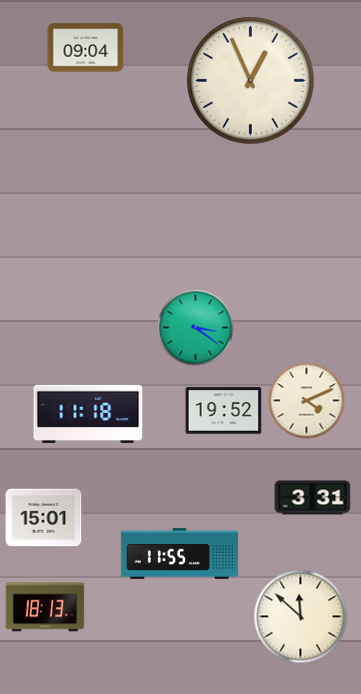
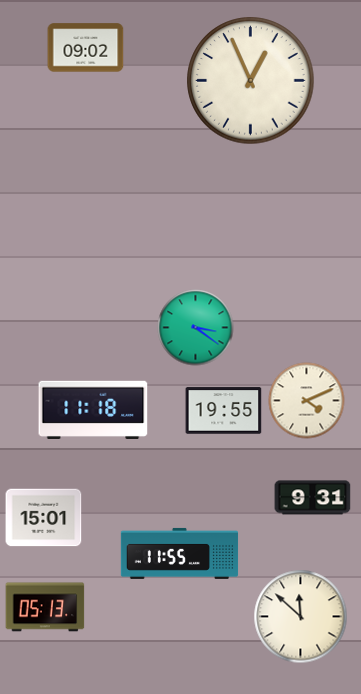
clock at (86, 48): 09:04 -> 09:02
clock at (224, 411): 19:52 -> 19:55
clock at (88, 414) position: (88, 414) -> (93, 410)
clock at (313, 498): 3:31 -> 9:31
clock at (45, 607): 18:13 -> 05:13
